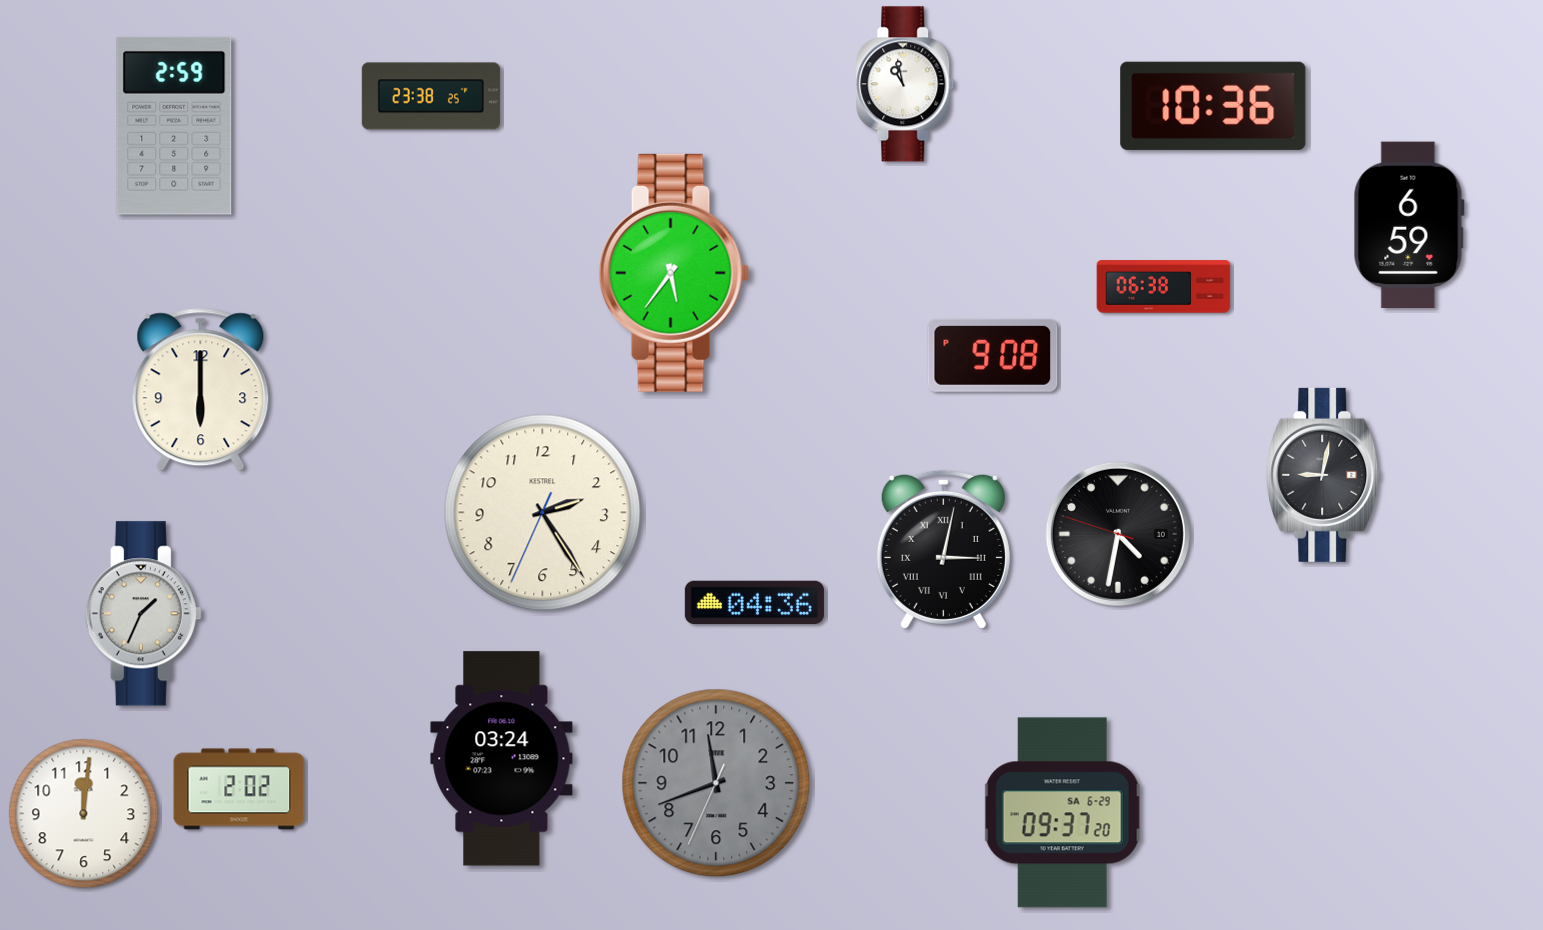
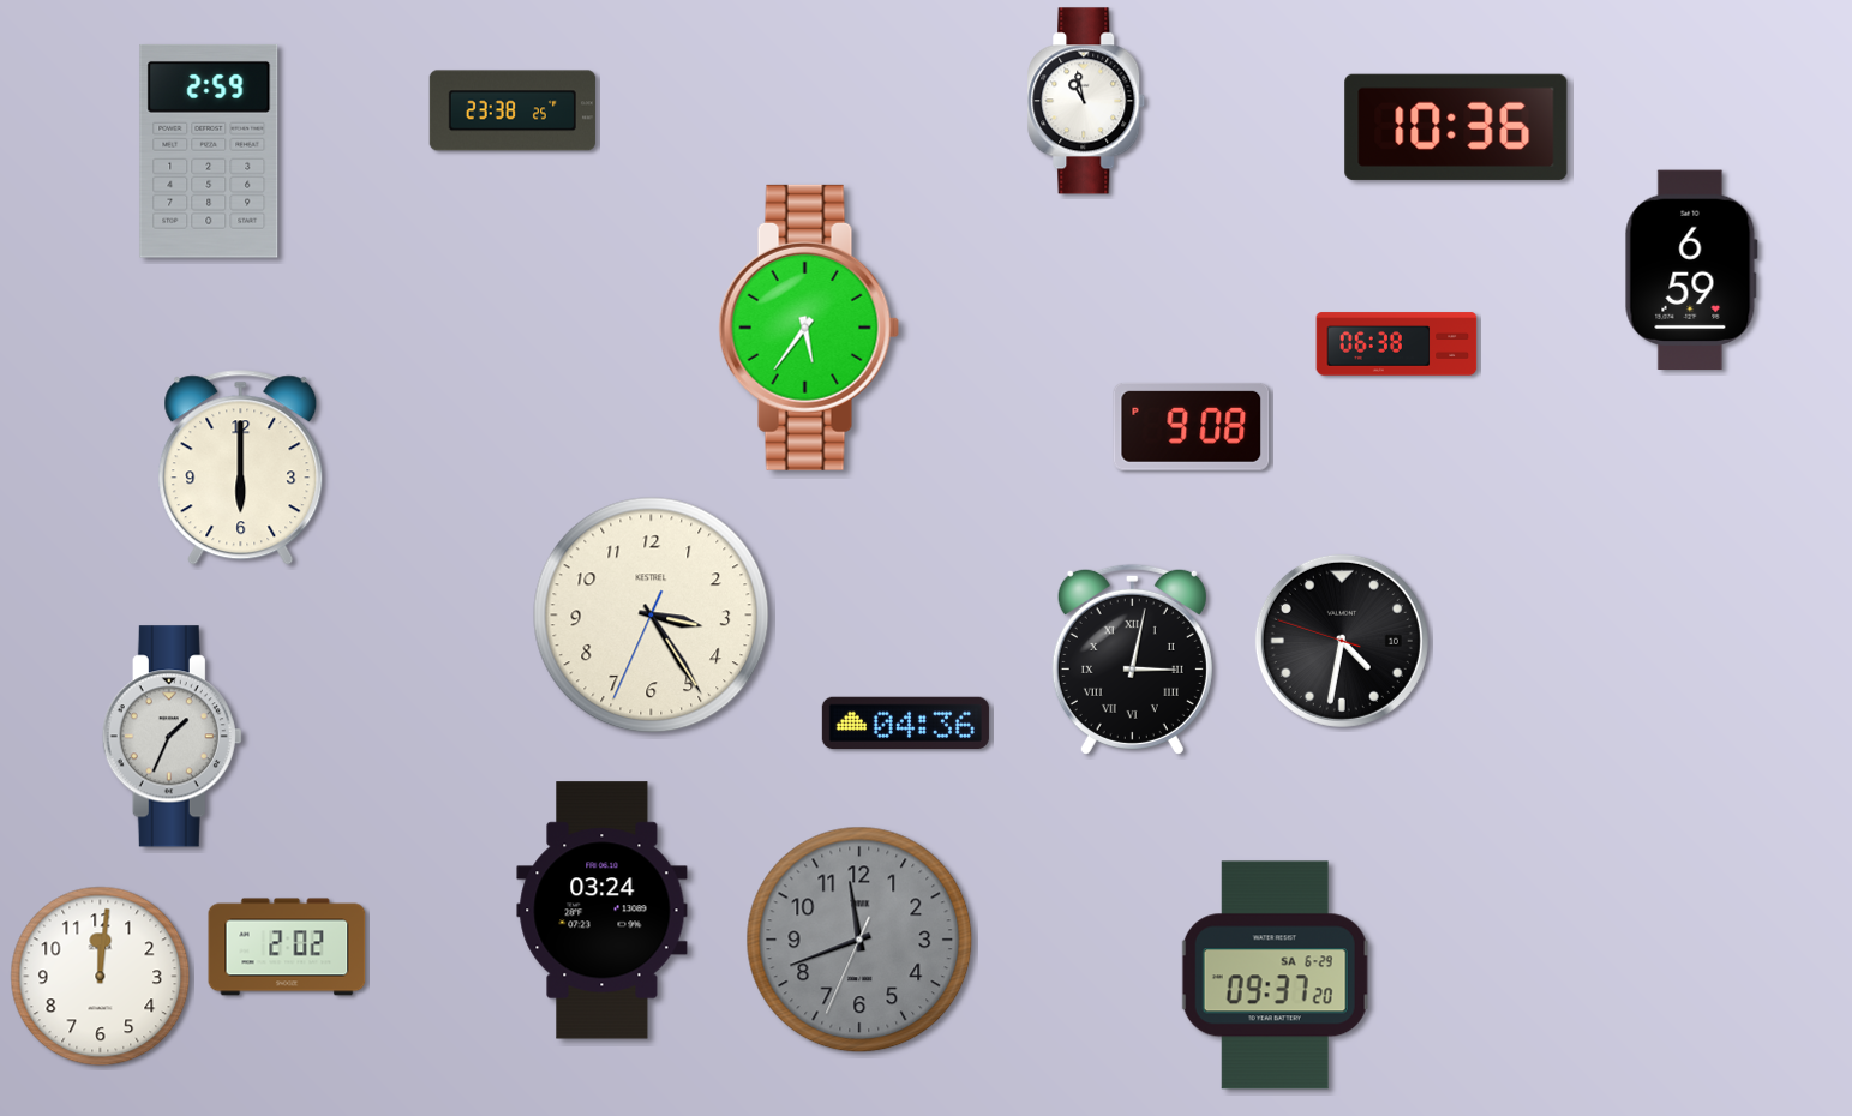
clock at (431, 96) position: (431, 96) -> (513, 110)
clock at (1324, 475): 9:02 -> none
clock at (543, 513): 2:24 -> 3:24
